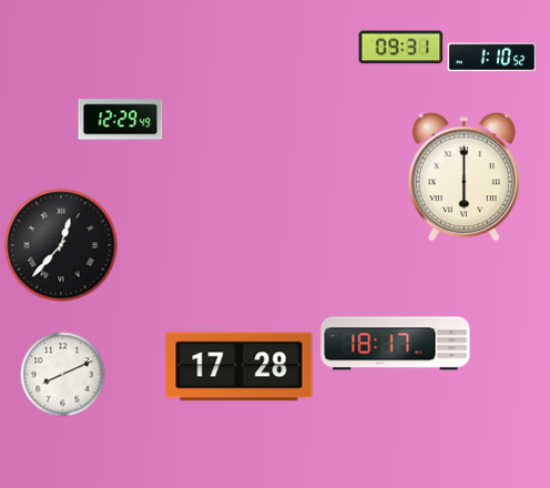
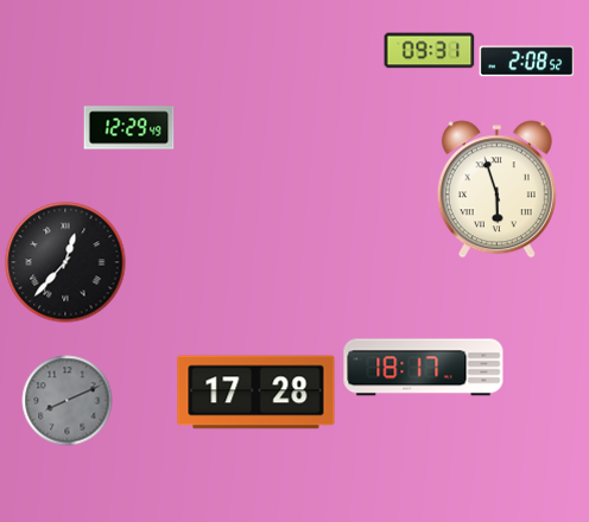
clock at (492, 58): 1:10 -> 2:08
clock at (464, 177): 6:00 -> 5:57
clock at (63, 375) dial: white -> grey
